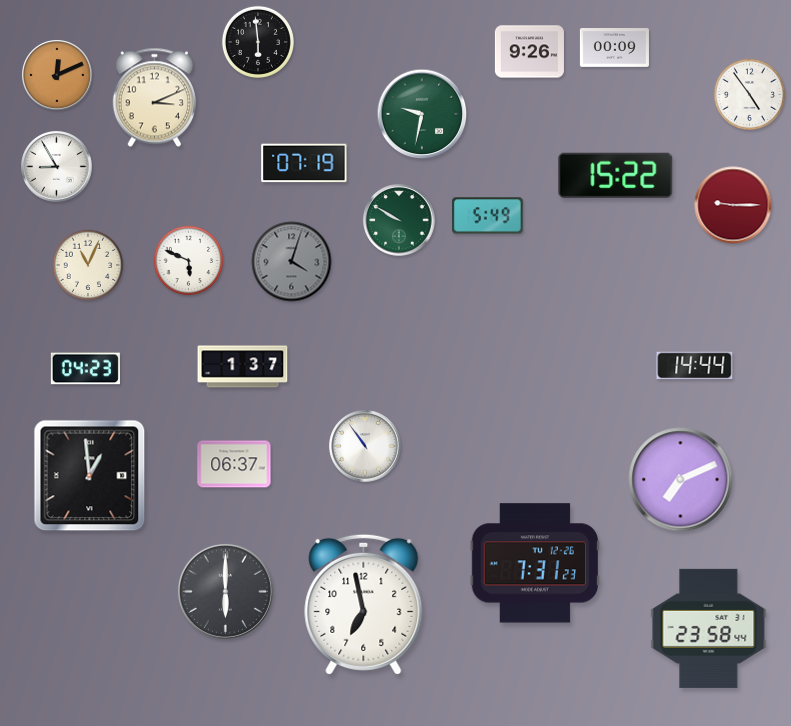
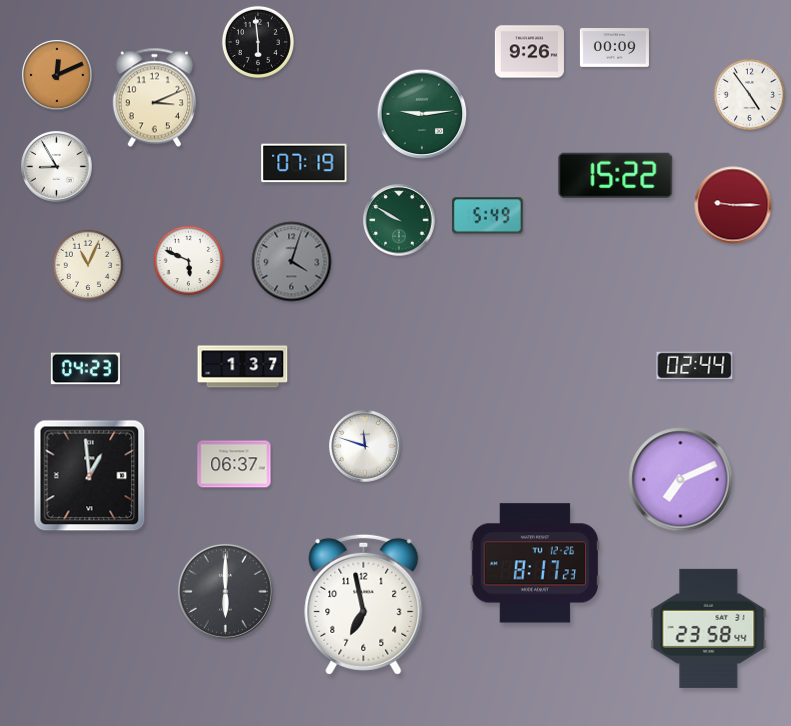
clock at (422, 114): 9:32 -> 9:14
clock at (695, 366): 14:44 -> 02:44
clock at (365, 446): 10:54 -> 11:48
clock at (534, 563): 7:31 -> 8:17
